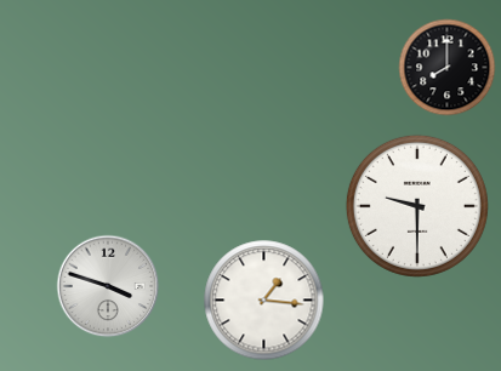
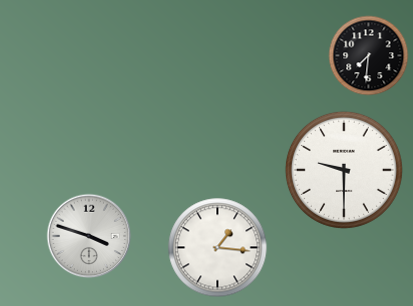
clock at (448, 68): 8:00 -> 7:31
